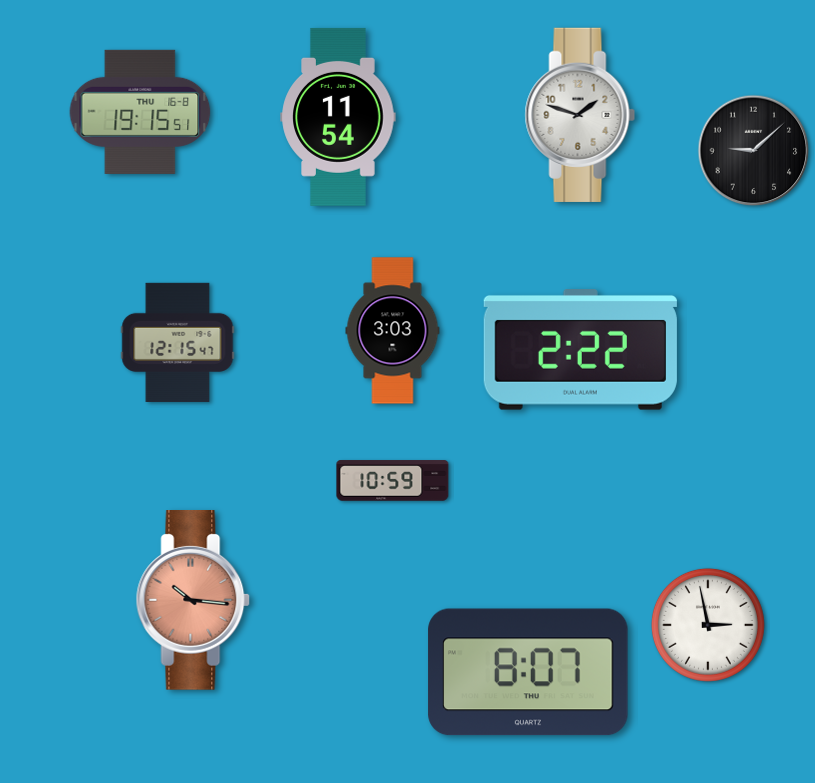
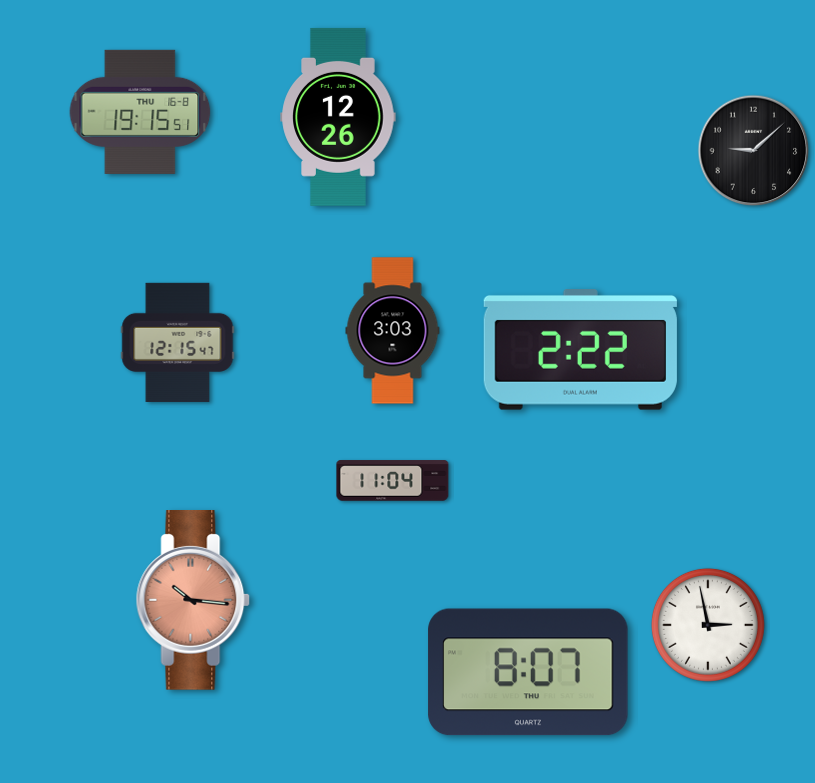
clock at (580, 115): 1:48 -> none
clock at (338, 117): 11:54 -> 12:26
clock at (393, 481): 10:59 -> 11:04
